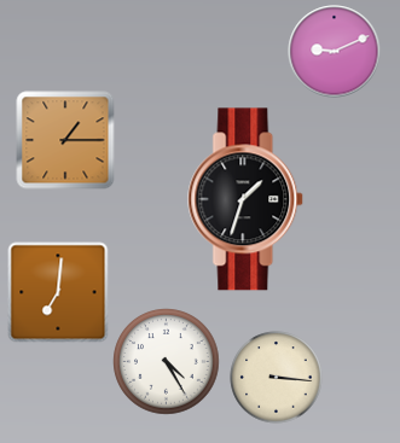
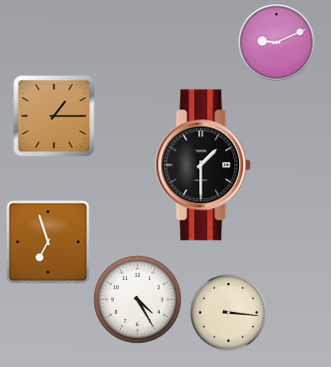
clock at (247, 199): 1:33 -> 1:30
clock at (58, 292): 7:01 -> 6:57
